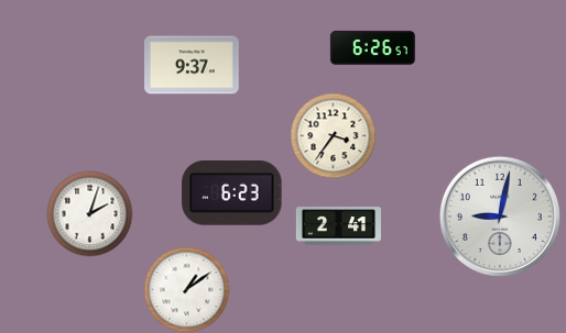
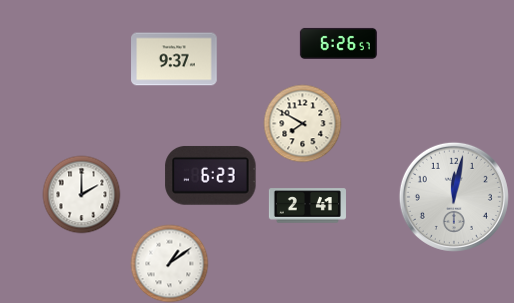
clock at (333, 135): 3:36 -> 7:50
clock at (89, 213): 2:03 -> 2:00
clock at (500, 217): 9:02 -> 12:02
